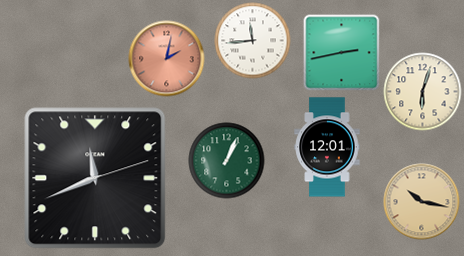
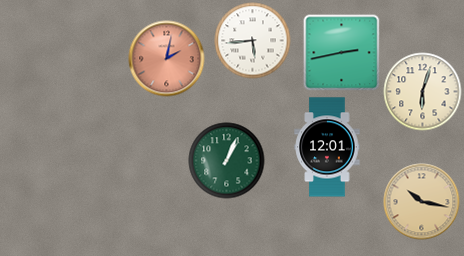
clock at (253, 41): 11:44 -> 5:44
clock at (95, 178): 11:41 -> none
